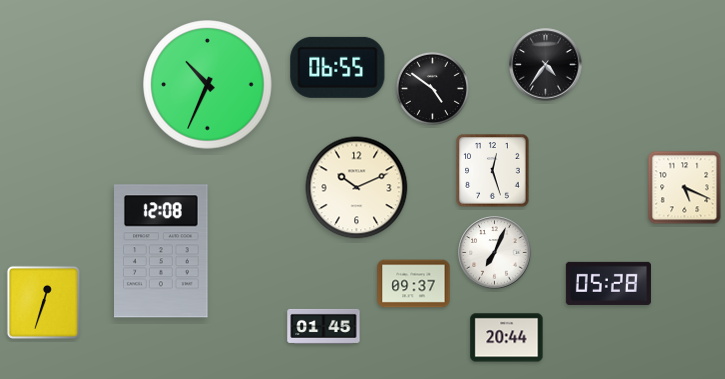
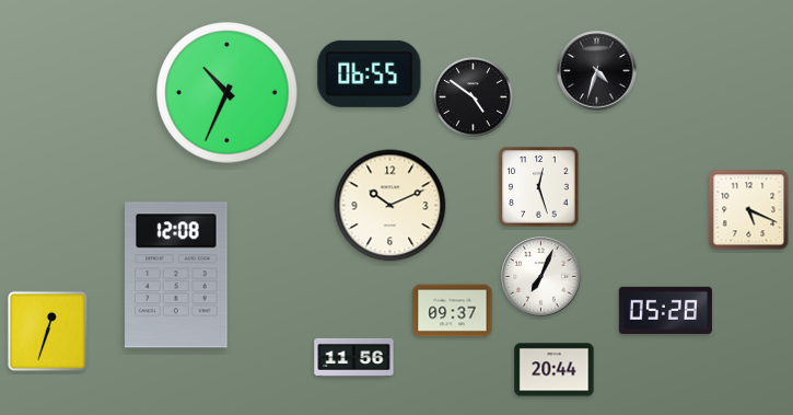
clock at (546, 65): 4:36 -> 4:33
clock at (685, 188) position: (685, 188) -> (749, 210)
clock at (324, 326): 01:45 -> 11:56
